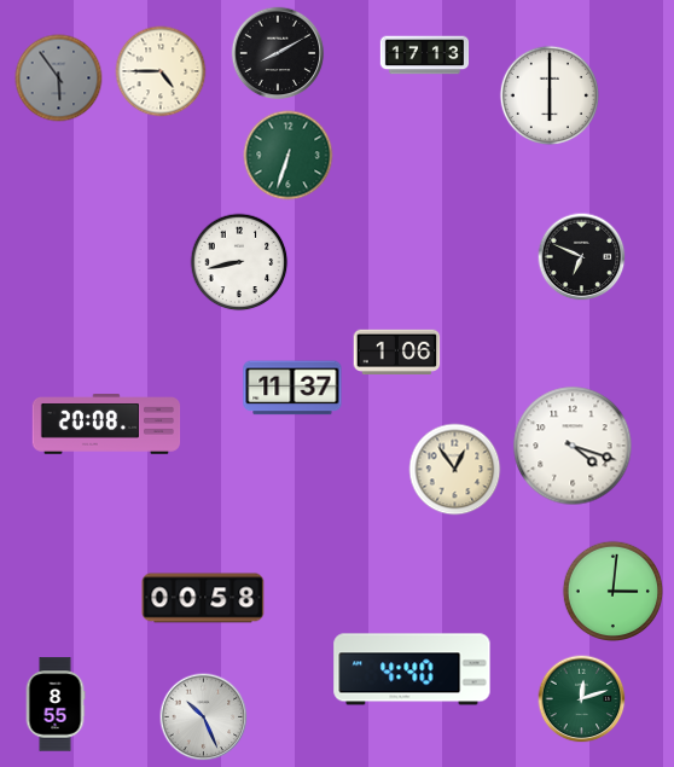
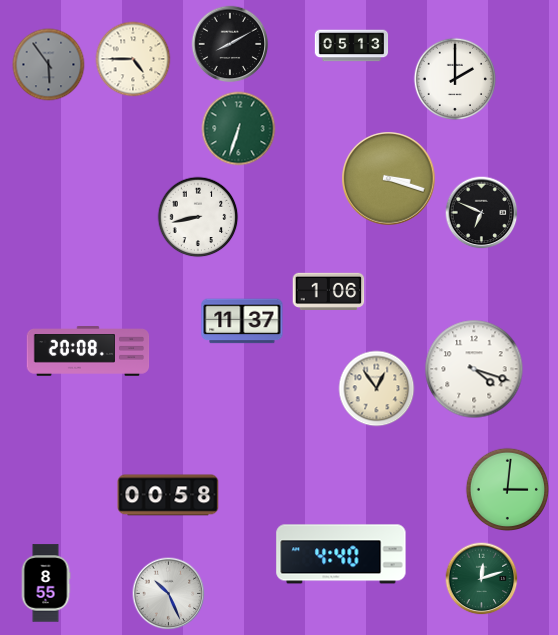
clock at (425, 56): 17:13 -> 05:13
clock at (550, 95): 6:00 -> 2:00
clock at (389, 179): none -> 3:18
